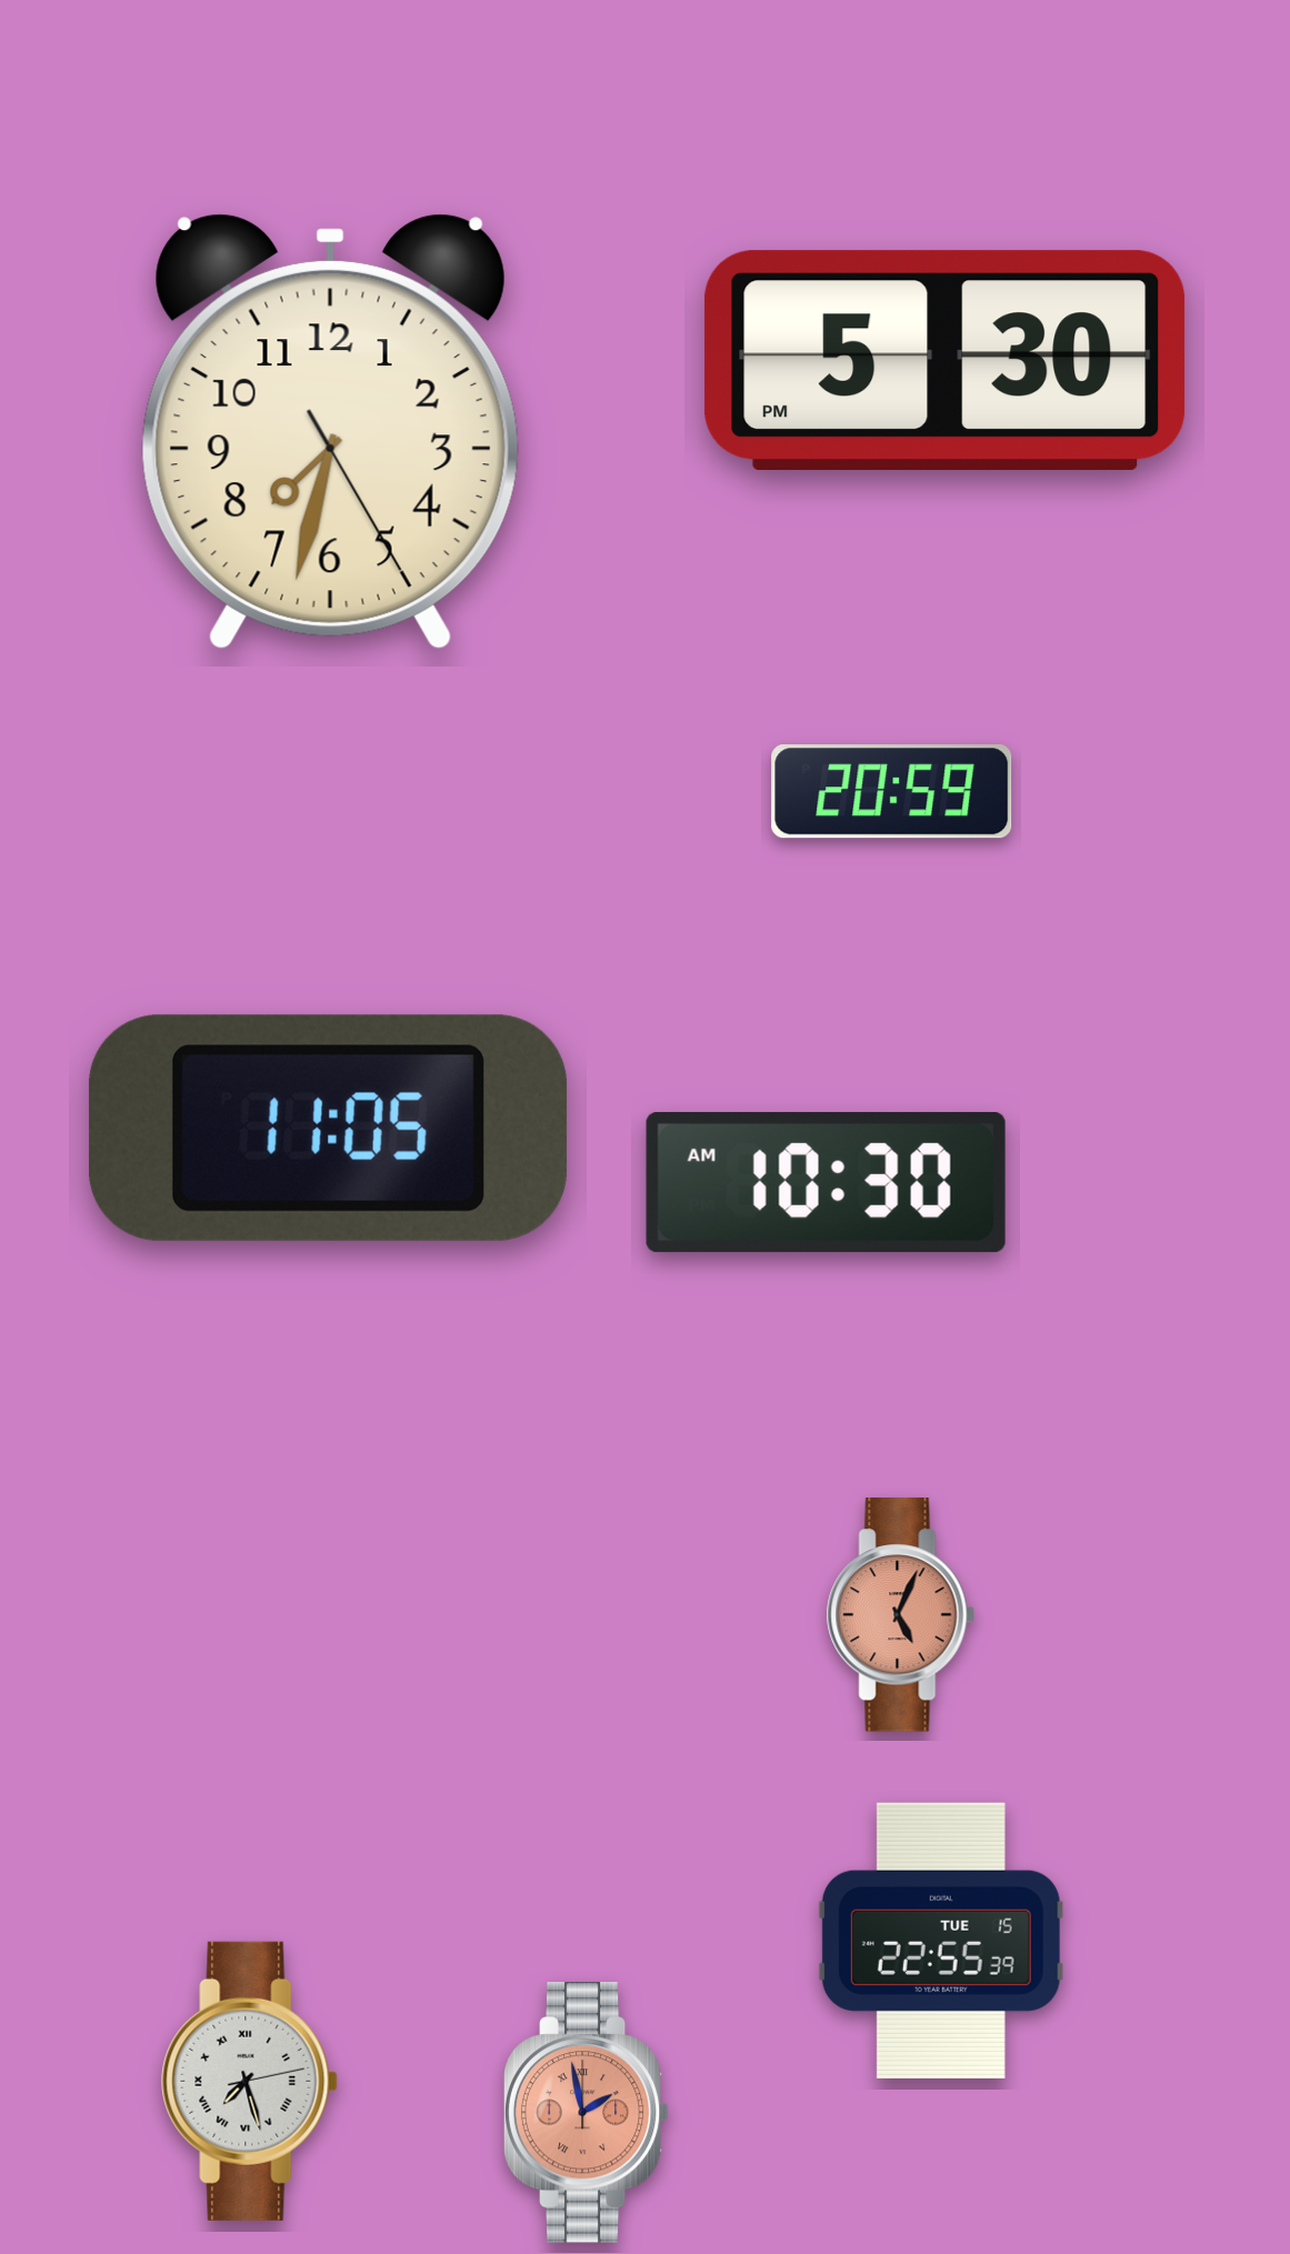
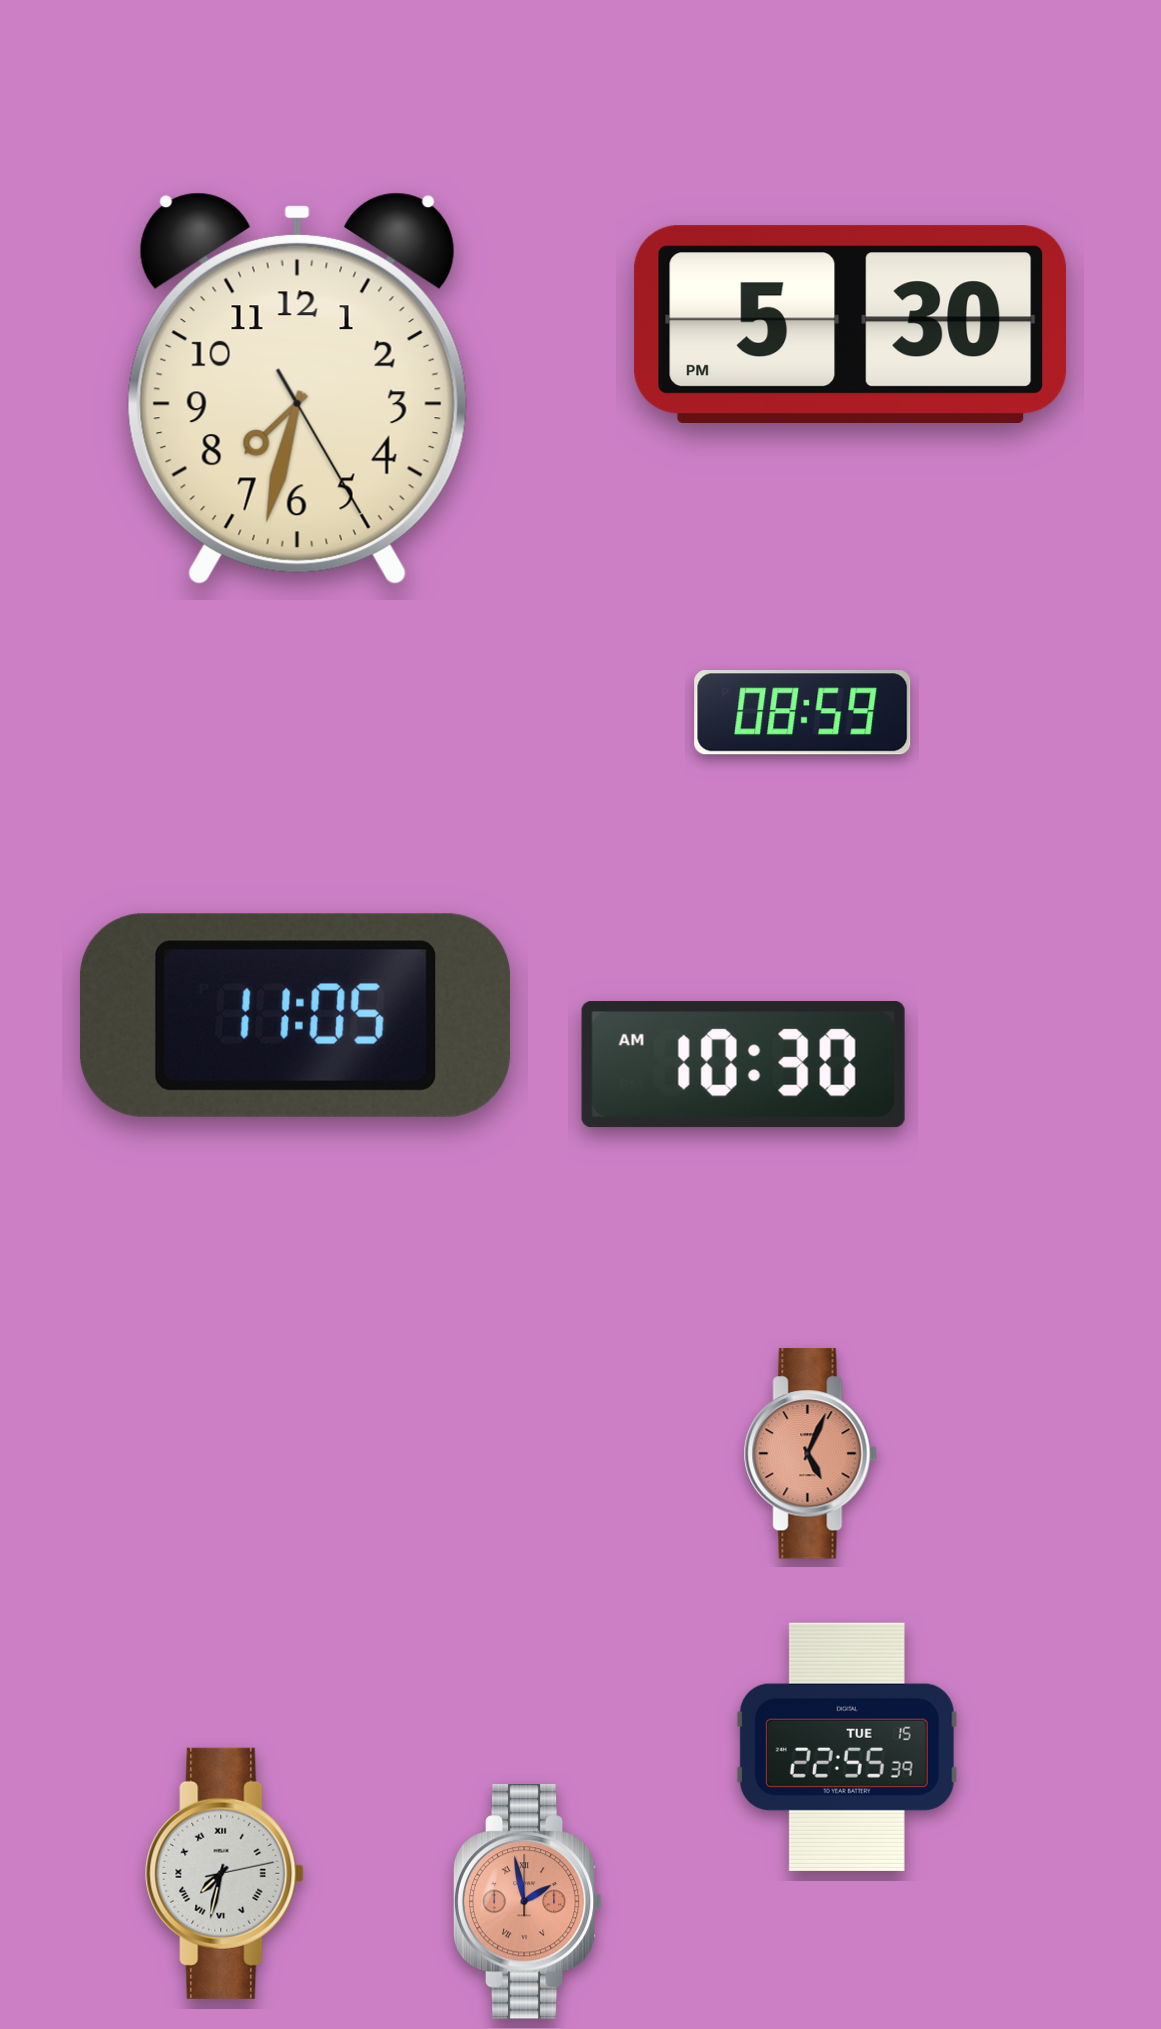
clock at (892, 792): 20:59 -> 08:59
clock at (250, 2081): 7:27 -> 7:32
